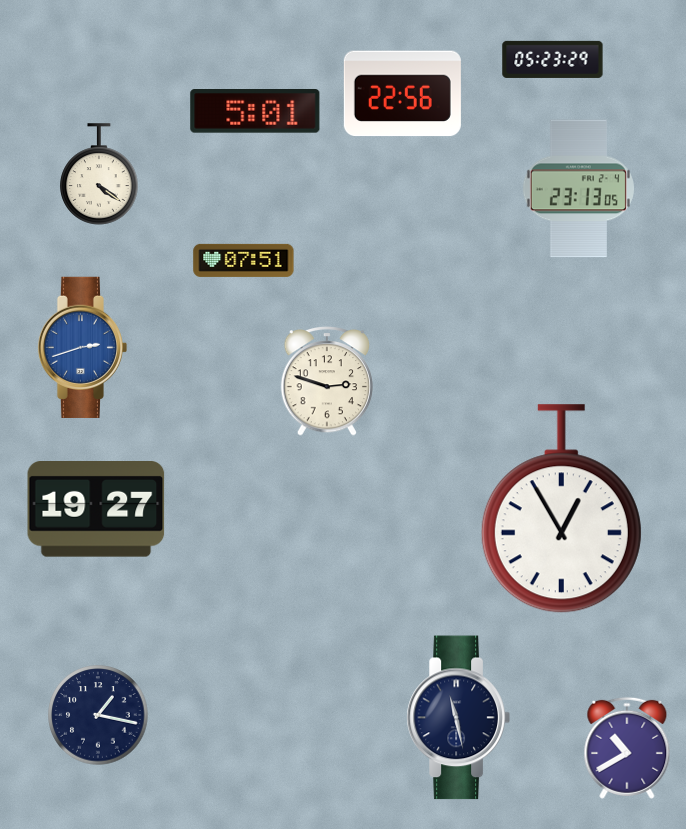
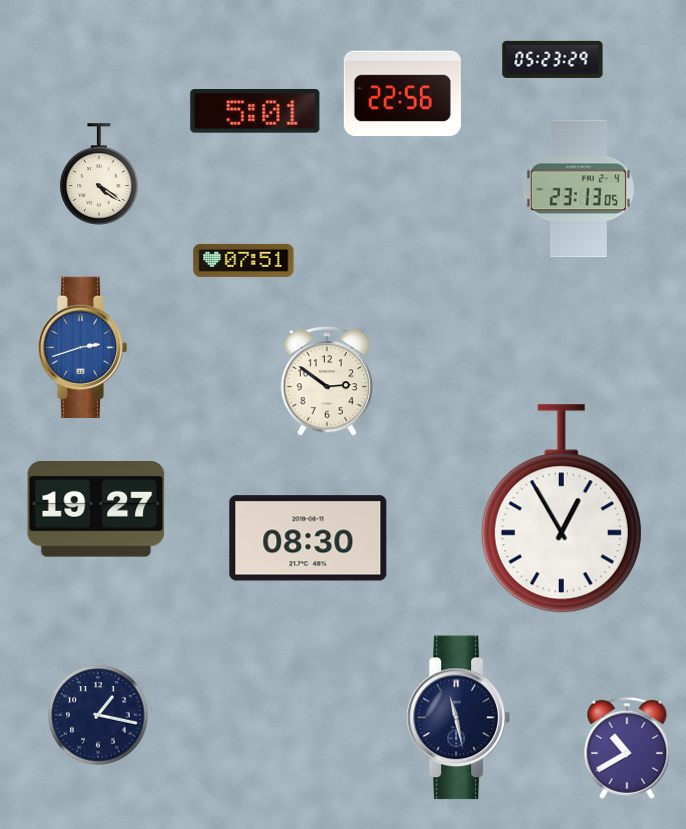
clock at (327, 382): 2:48 -> 2:51
clock at (308, 538): none -> 08:30
